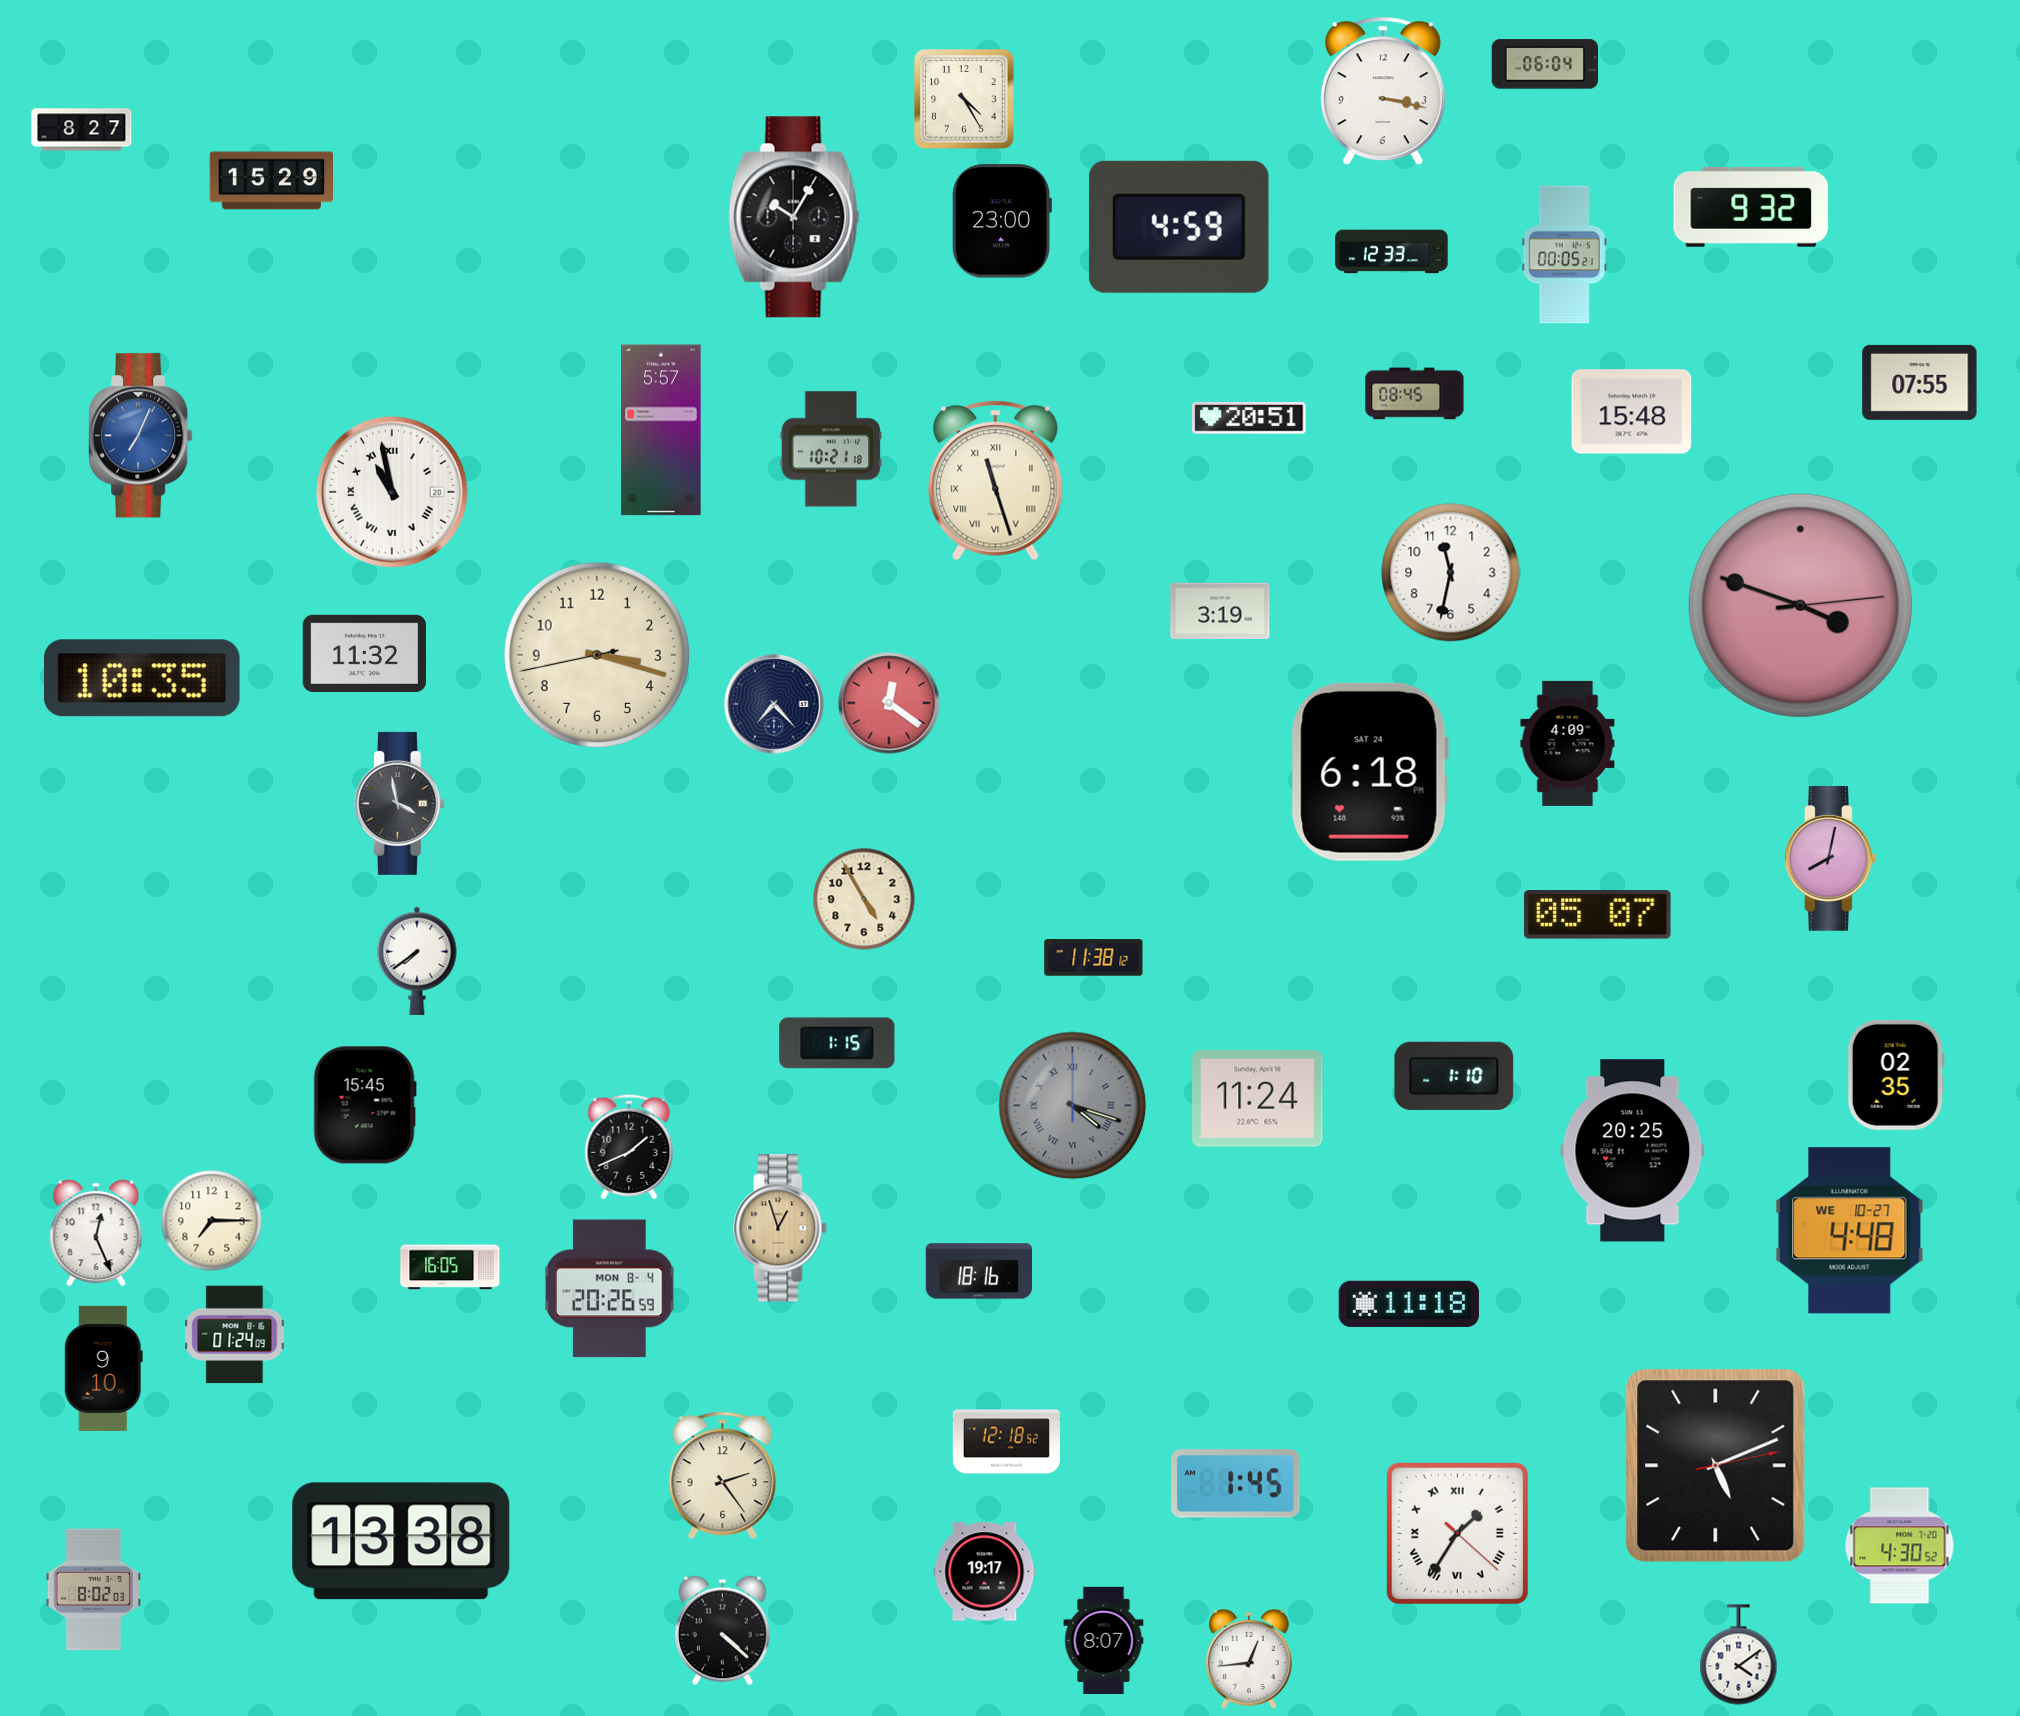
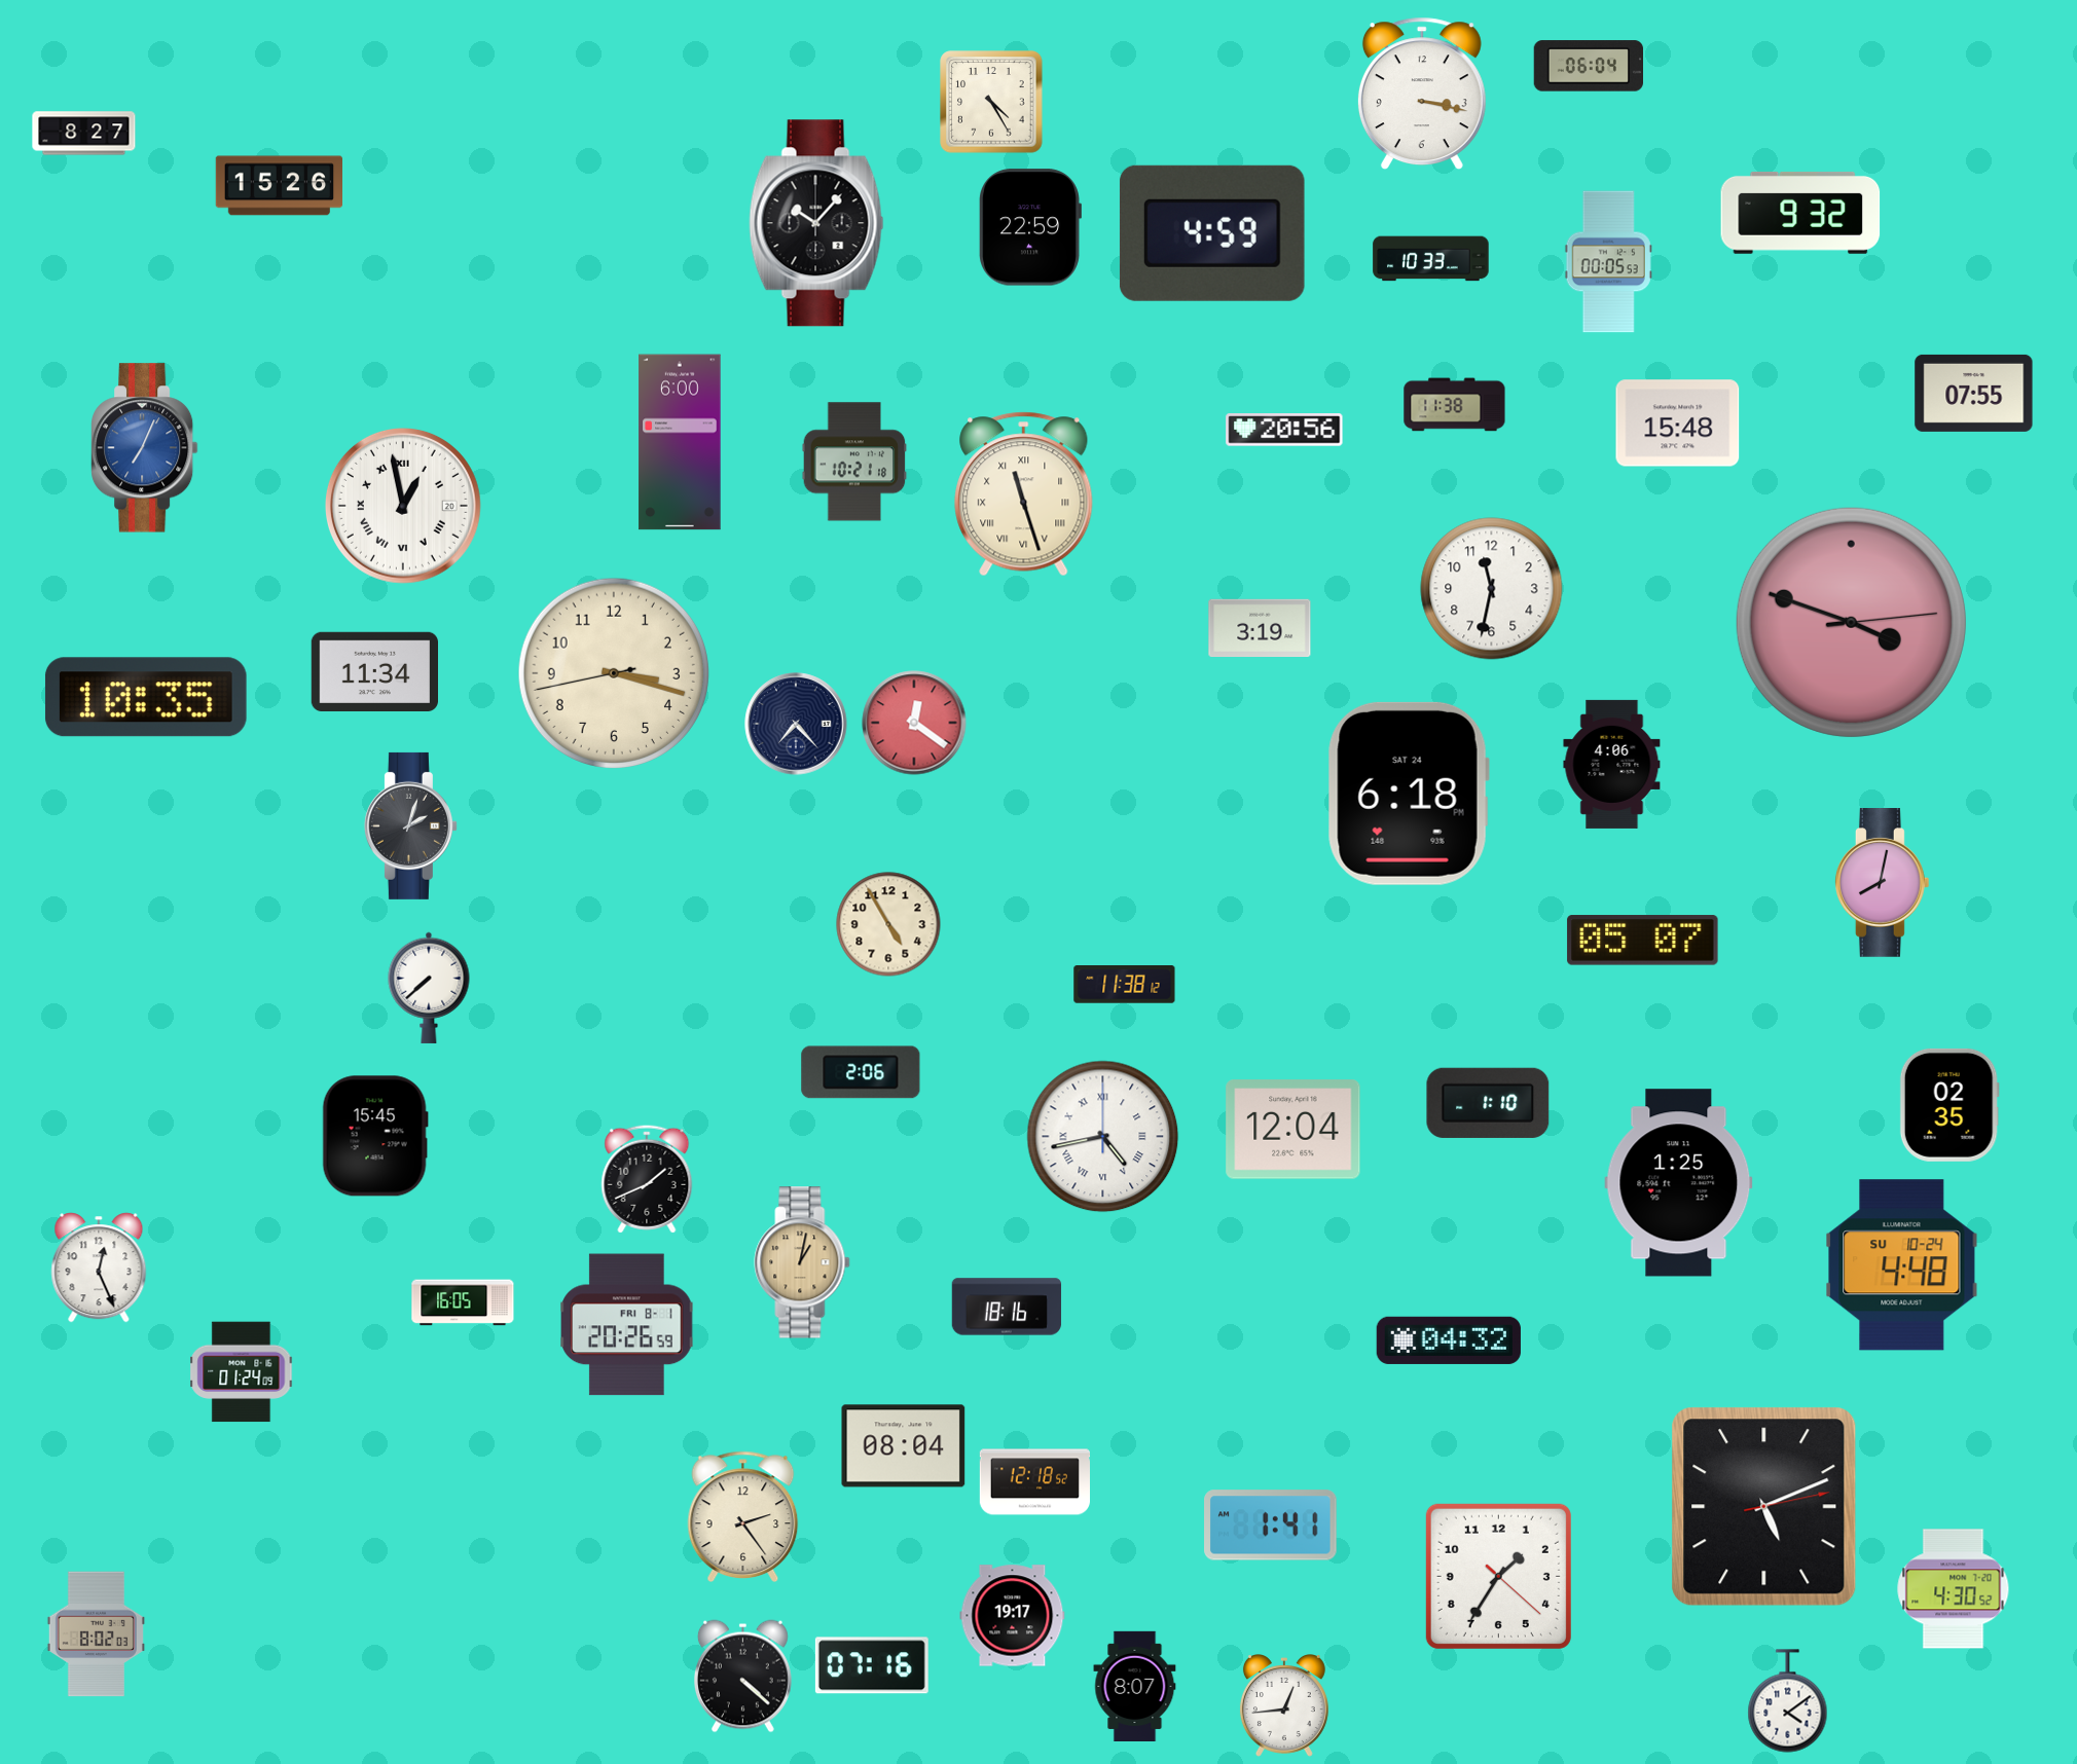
clock at (271, 181): 15:29 -> 15:26
clock at (794, 217): 10:05 -> 10:07
clock at (1002, 221): 23:00 -> 22:59
clock at (1392, 252): 12:33 -> 10:33
clock at (1564, 255): 00:05:21 -> 00:05:53
clock at (1415, 394): 08:45 -> 11:38
clock at (1249, 418): 20:51 -> 20:56
clock at (661, 430): 5:57 -> 6:00
clock at (392, 492): 10:58 -> 12:58
clock at (1220, 610) position: (1220, 610) -> (1260, 627)
clock at (364, 653): 11:32 -> 11:34
clock at (1568, 743): 4:09 -> 4:06
clock at (399, 803): 3:58 -> 2:03
clock at (417, 961): 7:39 -> 7:38
clock at (837, 1043): 1:15 -> 2:06
clock at (1454, 1076) position: (1454, 1076) -> (1488, 1103)
clock at (1258, 1099): 11:24 -> 12:04
clock at (1073, 1106): 4:18 -> 4:43
clock at (1073, 1106) dial: grey -> white
clock at (1633, 1151): 20:25 -> 1:25
clock at (212, 1221): 7:15 -> none
clock at (780, 1228): 12:57 -> 1:02
clock at (1850, 1231) date: WE 10-27 -> SU 10-24
clock at (610, 1289) date: MON 8-4 -> FRI 8-1
clock at (1409, 1304): 11:18 -> 04:32
clock at (103, 1368): 9:10 -> none
clock at (904, 1446): none -> 08:04
clock at (1236, 1484): 1:45 -> 1:41
clock at (1457, 1533) numerals: Roman -> Arabic
clock at (401, 1541): 13:38 -> none
clock at (872, 1665): none -> 07:16
